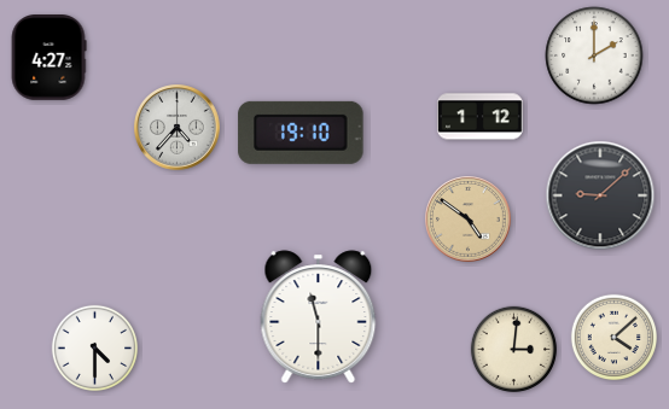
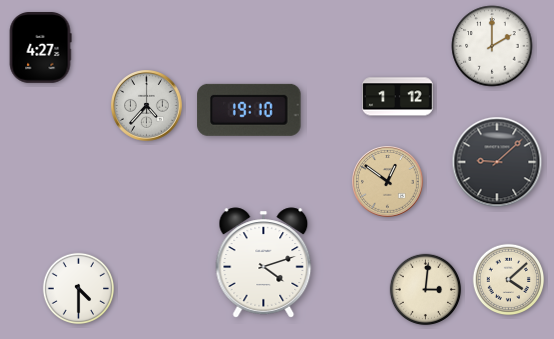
clock at (469, 220): 4:51 -> 12:51
clock at (319, 317): 11:30 -> 4:12
